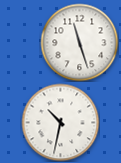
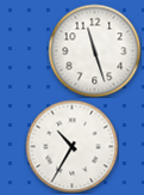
clock at (60, 122): 10:32 -> 10:35
